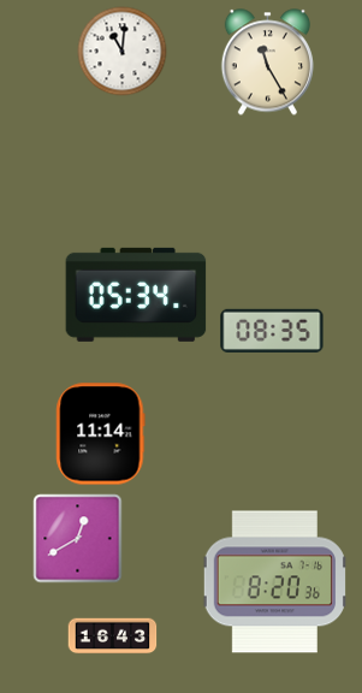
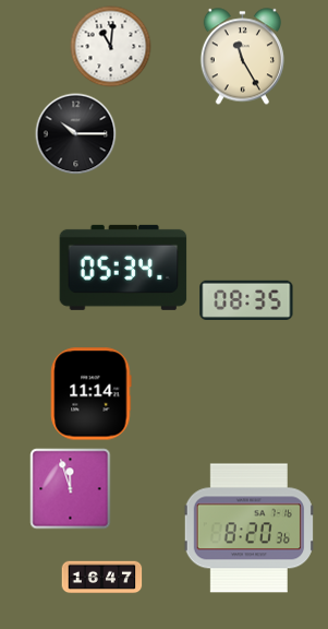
clock at (76, 134): none -> 10:15
clock at (78, 539): 12:40 -> 11:57
clock at (113, 636): 16:43 -> 16:47
